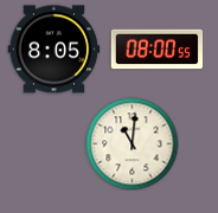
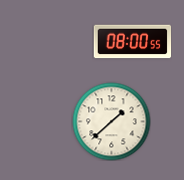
clock at (53, 50): 8:05 -> none
clock at (132, 143): 11:01 -> 1:38
